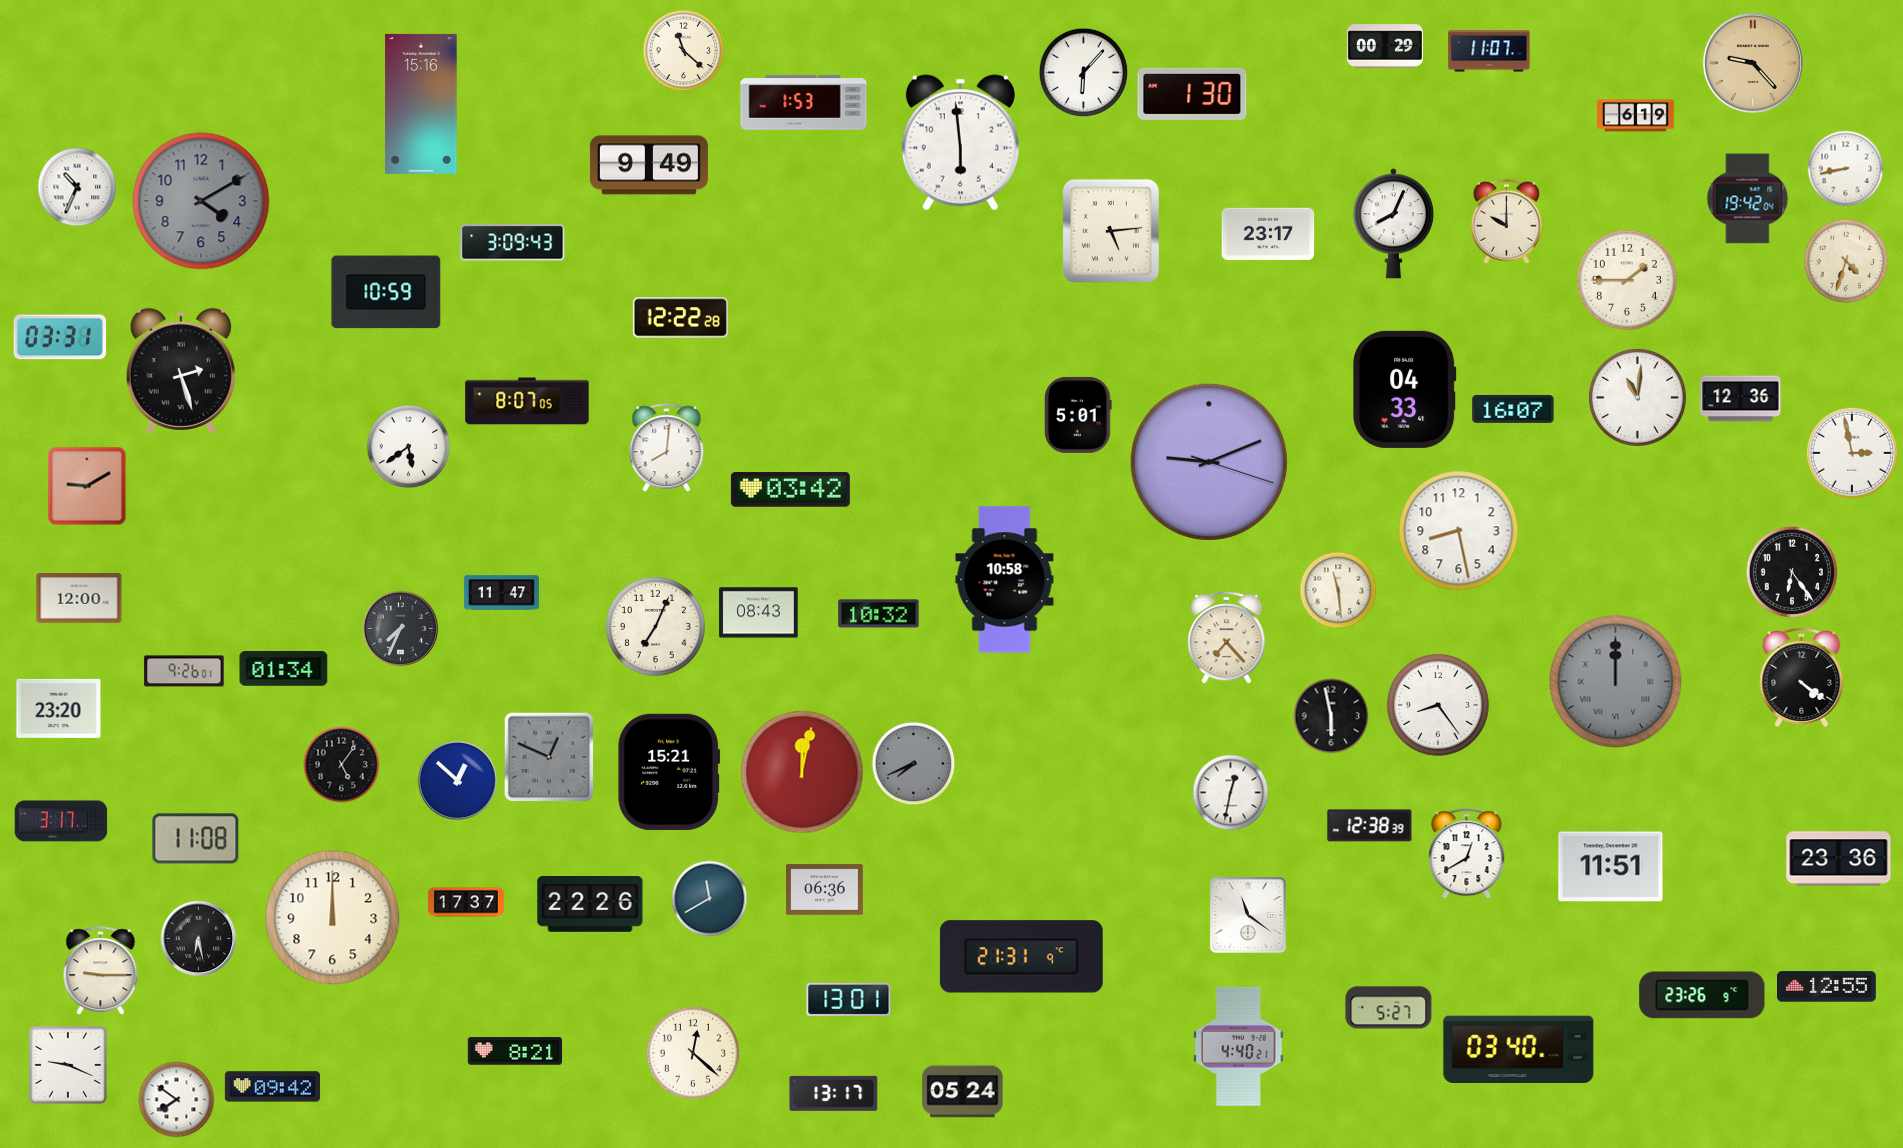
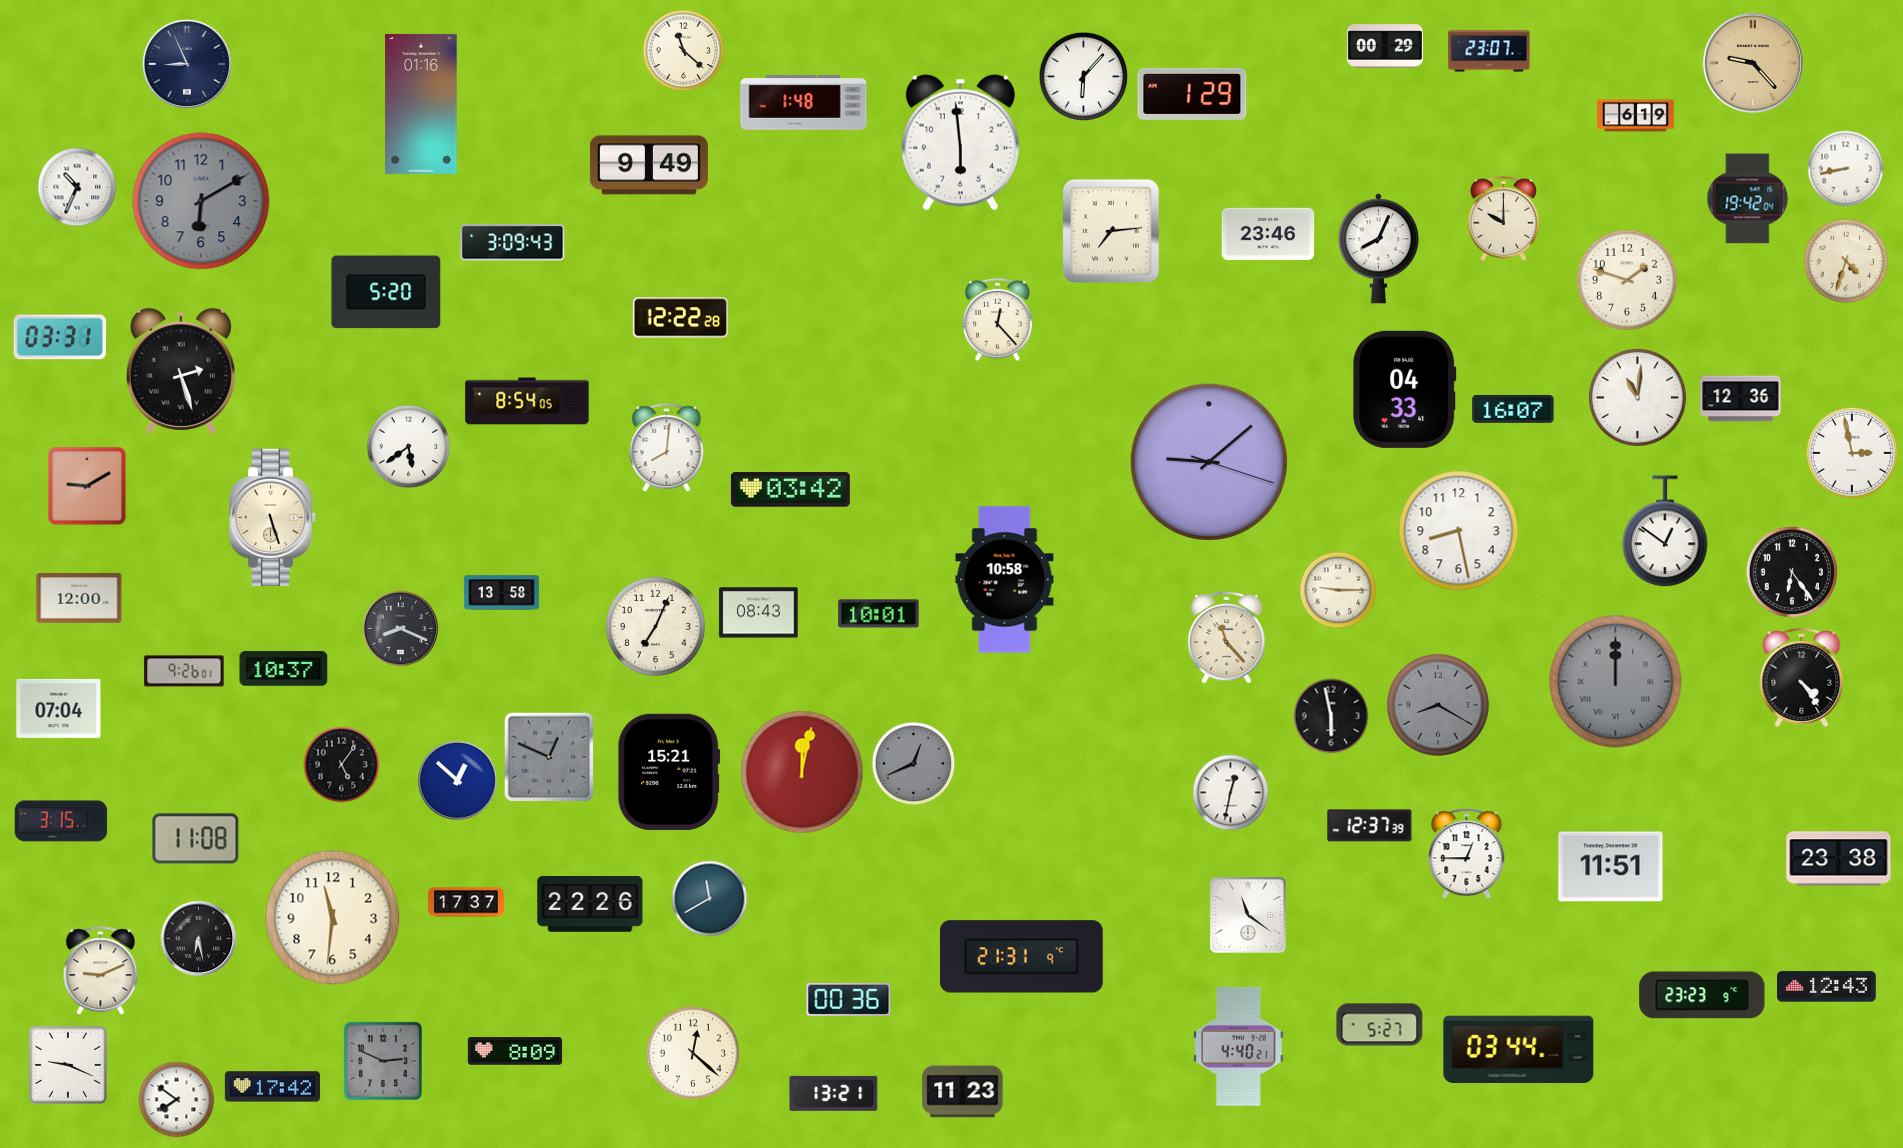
clock at (1489, 51): 11:07 -> 23:07
clock at (187, 64): none -> 8:56
clock at (1084, 73) position: (1084, 73) -> (1084, 77)
clock at (1192, 94): 1:30 -> 1:29
clock at (804, 103): 1:53 -> 1:48
clock at (421, 104): 15:16 -> 01:16
clock at (201, 201): 4:10 -> 6:10
clock at (1506, 221) position: (1506, 221) -> (1503, 218)
clock at (1393, 224) position: (1393, 224) -> (1378, 249)
clock at (1111, 231): 5:14 -> 7:14
clock at (1268, 234): 23:17 -> 23:46
clock at (1627, 280): 1:45 -> 1:48
clock at (386, 292): 10:59 -> 5:20
clock at (997, 319): none -> 12:23
clock at (527, 401): 8:07 -> 8:54
clock at (1078, 415): 5:01 -> none
clock at (1209, 462): 9:11 -> 9:08
clock at (273, 517): none -> 5:27
clock at (1665, 532): none -> 12:51
clock at (1338, 590): 11:29 -> 9:15
clock at (501, 593): 11:47 -> 13:58
clock at (879, 614): 10:32 -> 10:01
clock at (401, 629): 7:34 -> 8:19
clock at (1227, 637): 7:23 -> 11:23
clock at (284, 669): 01:34 -> 10:37
clock at (1802, 678): 4:21 -> 4:24
clock at (1438, 705): 8:24 -> 8:20
clock at (1438, 705) dial: white -> grey
clock at (59, 708): 23:20 -> 07:04
clock at (914, 764): 7:41 -> 12:41
clock at (61, 821): 3:17 -> 3:15
clock at (1370, 826): 12:38 -> 12:37
clock at (1467, 854): 12:40 -> 12:45
clock at (1839, 859): 23:36 -> 23:38
clock at (825, 890): 06:36 -> none
clock at (333, 918): 12:00 -> 11:31
clock at (101, 971): 9:15 -> 9:11
clock at (1827, 987): 12:55 -> 12:43
clock at (1702, 995): 23:26 -> 23:23
clock at (849, 999): 13:01 -> 00:36
clock at (1389, 1008) position: (1389, 1008) -> (1380, 1025)
clock at (1519, 1050): 03:40 -> 03:44
clock at (514, 1051): 8:21 -> 8:09
clock at (383, 1061): none -> 2:49
clock at (272, 1087): 09:42 -> 17:42
clock at (963, 1092): 05:24 -> 11:23
clock at (834, 1093): 13:17 -> 13:21
